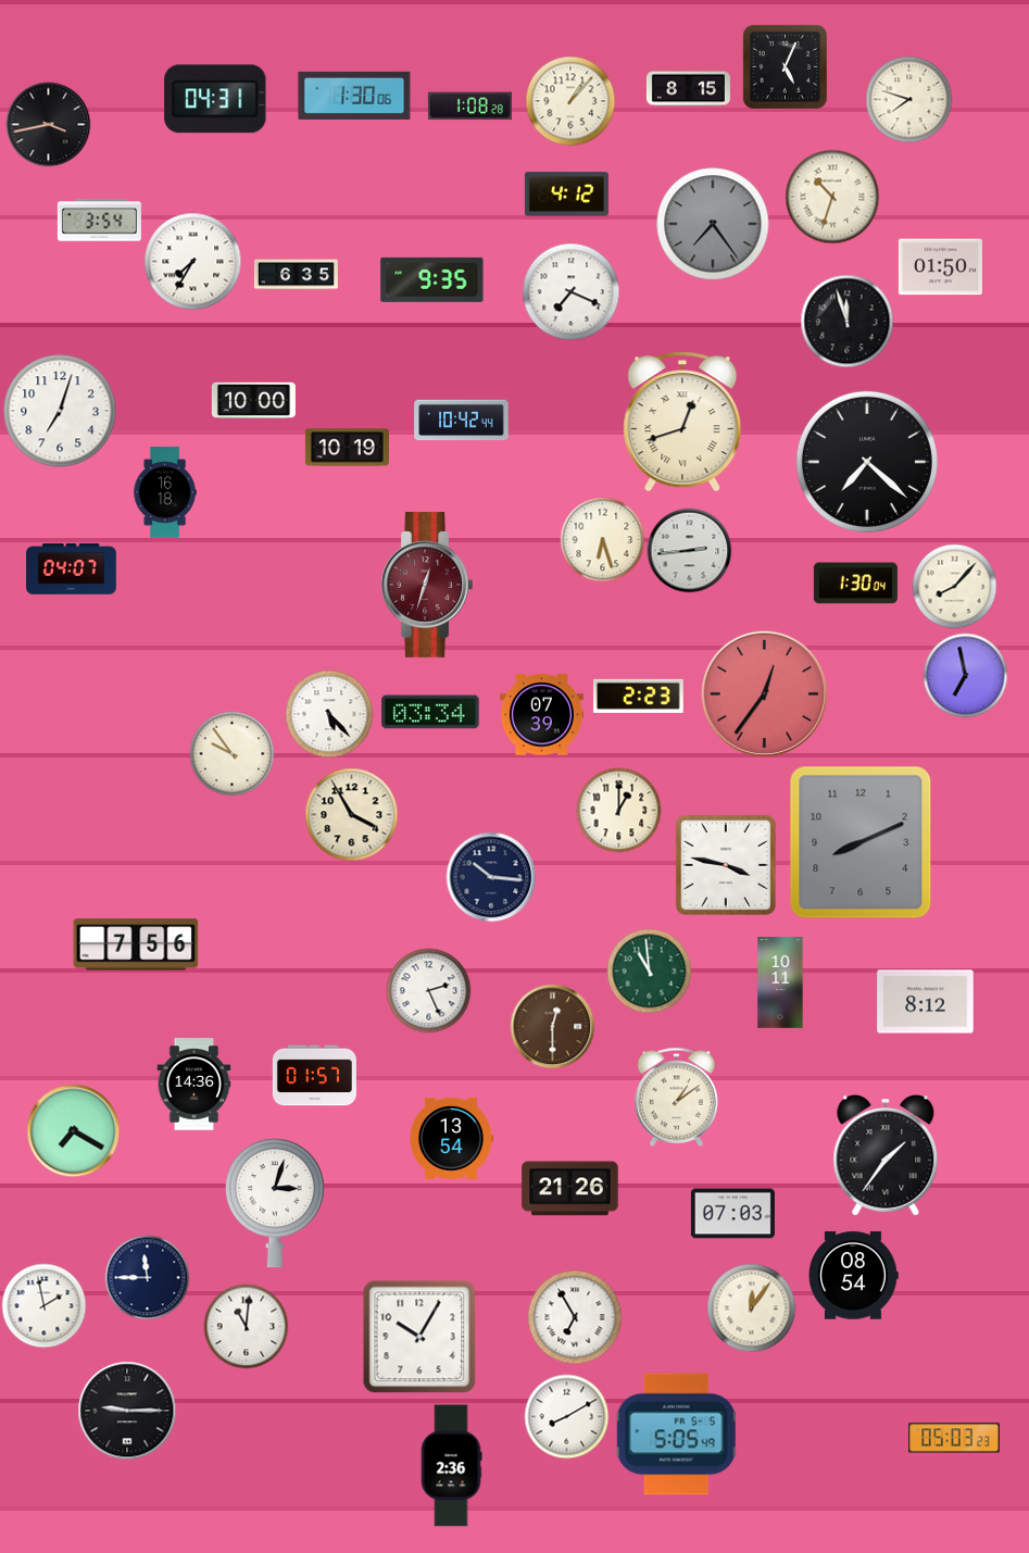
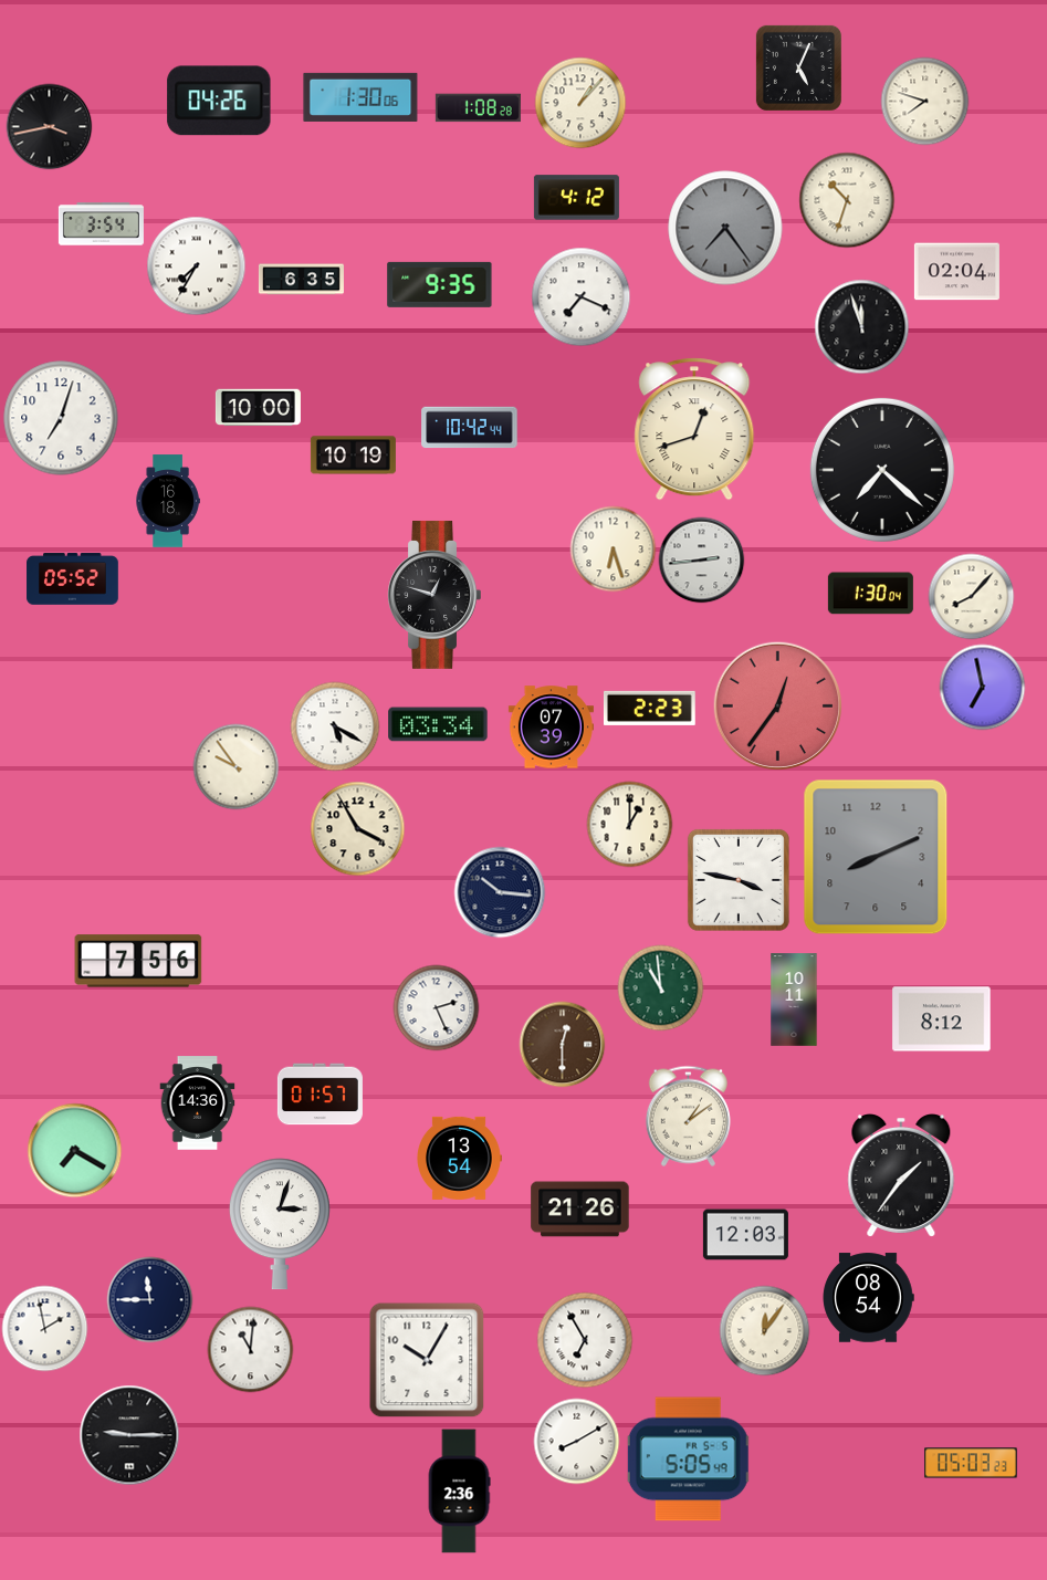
clock at (688, 89): 8:15 -> none
clock at (215, 99): 04:31 -> 04:26
clock at (940, 267): 01:50 -> 02:04
clock at (72, 569): 04:07 -> 05:52
clock at (427, 585): 12:33 -> 12:48
clock at (427, 585) dial: burgundy -> black
clock at (329, 714): 5:23 -> 5:20
clock at (732, 1214): 07:03 -> 12:03
